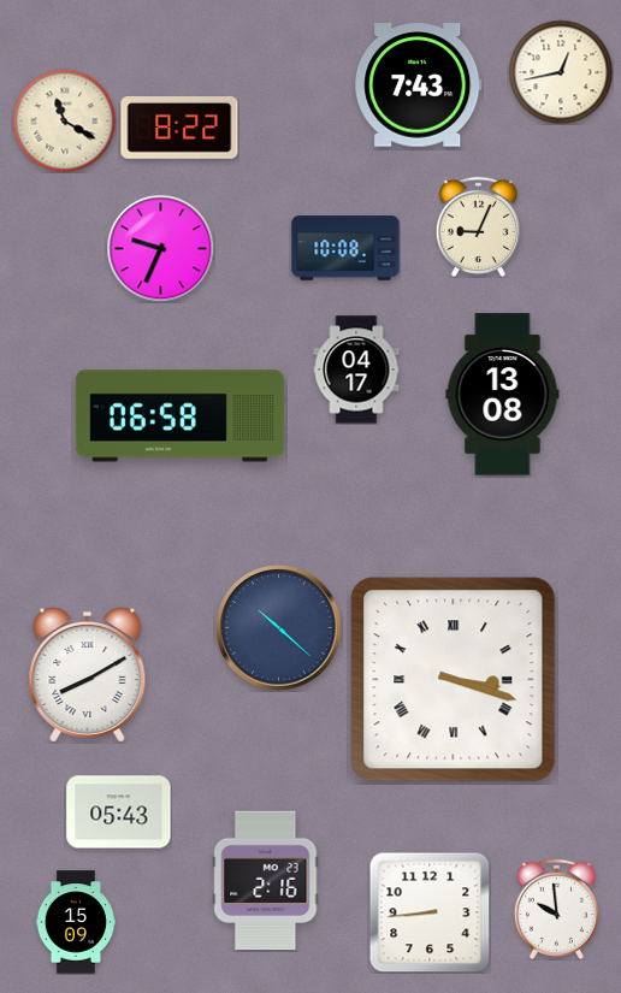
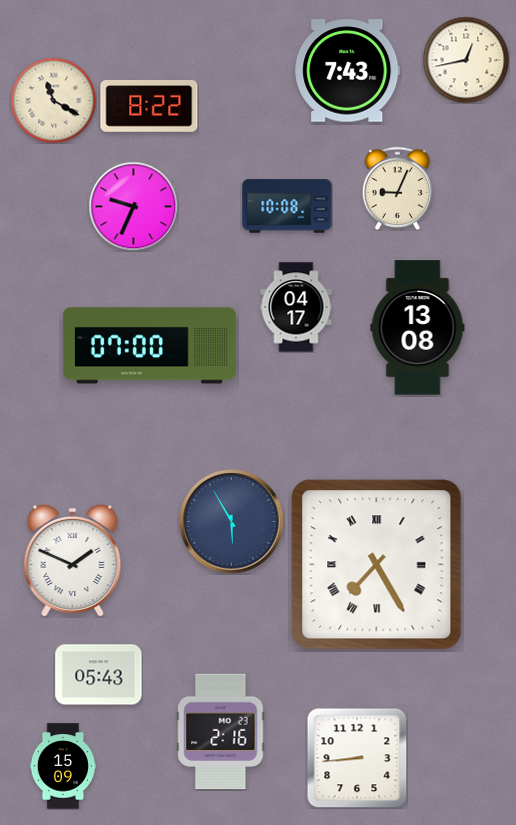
clock at (179, 416): 06:58 -> 07:00
clock at (279, 628): 10:22 -> 5:55
clock at (88, 674): 8:10 -> 1:49
clock at (454, 680): 3:18 -> 7:25
clock at (556, 909): 9:59 -> none
